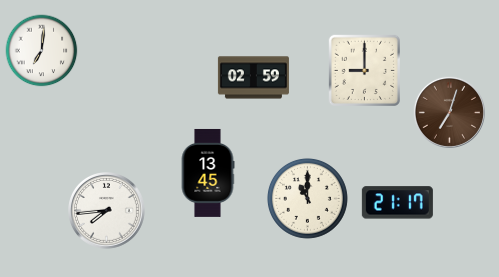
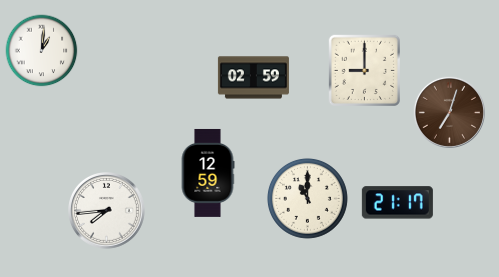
clock at (42, 51): 7:01 -> 1:01
clock at (208, 173): 13:45 -> 12:59
